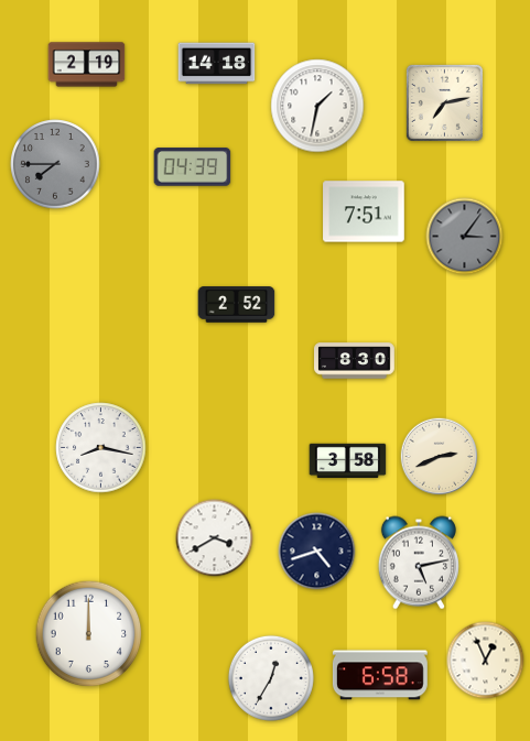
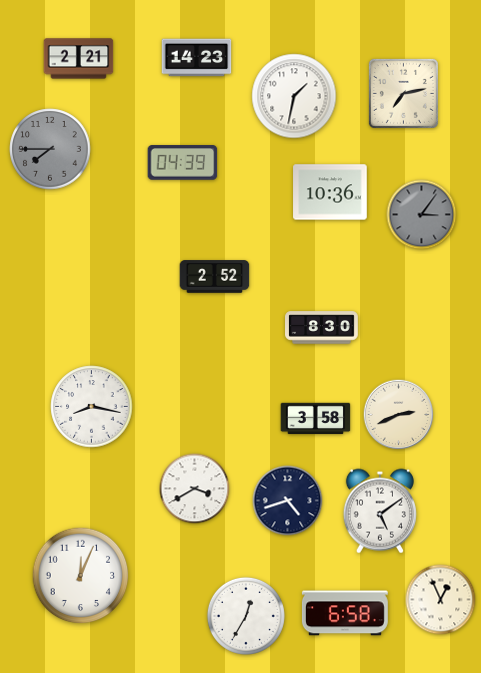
clock at (217, 64): 14:18 -> 14:23
clock at (87, 65): 2:19 -> 2:21
clock at (317, 106) position: (317, 106) -> (294, 96)
clock at (193, 167) position: (193, 167) -> (183, 163)
clock at (364, 211): 7:51 -> 10:36
clock at (419, 563): 5:13 -> 5:09
clock at (89, 634): 12:00 -> 12:04
